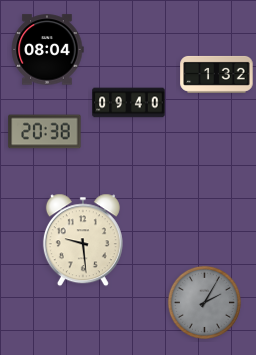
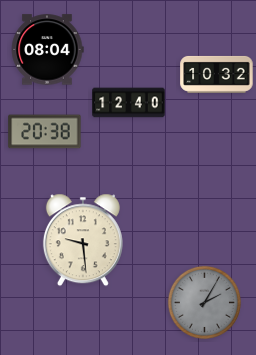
clock at (217, 74): 1:32 -> 10:32
clock at (129, 103): 09:40 -> 12:40
